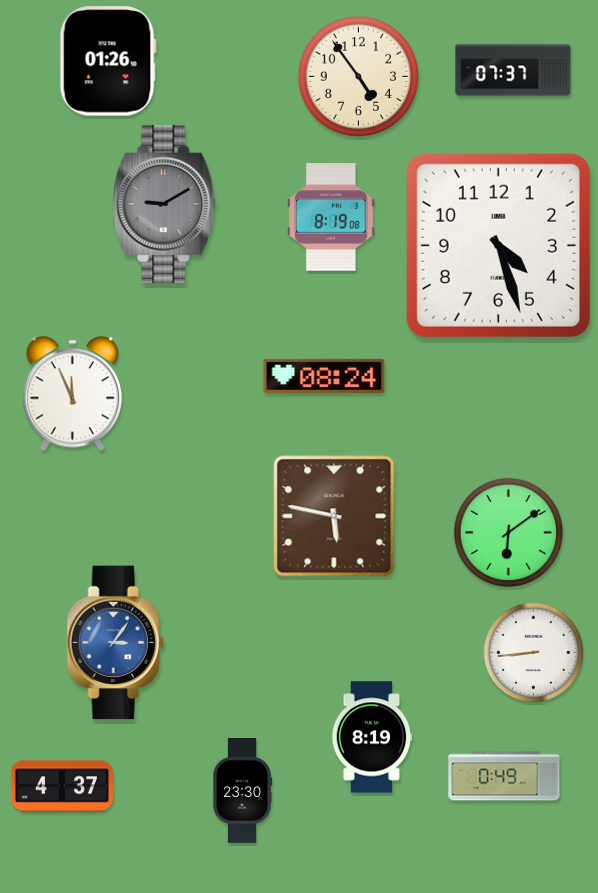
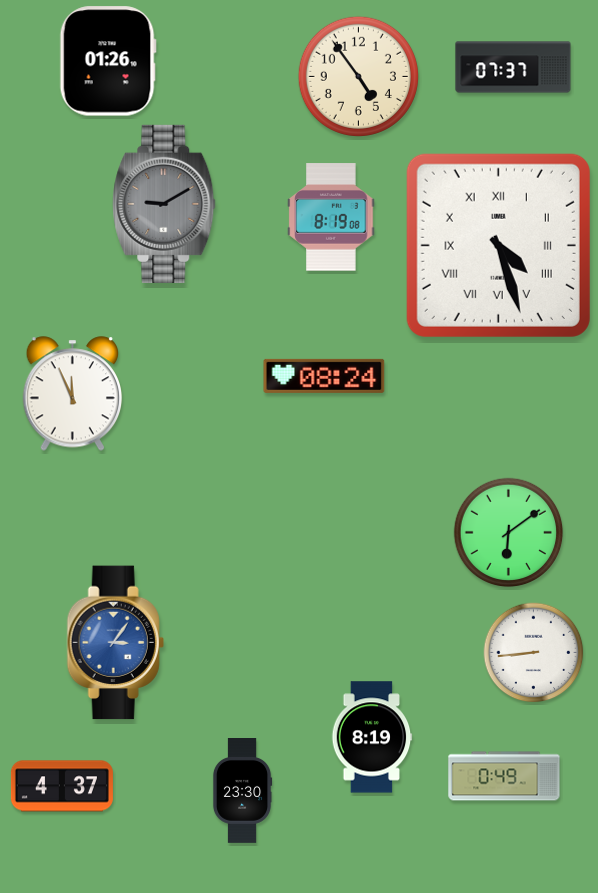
clock at (513, 70) position: (513, 70) -> (513, 67)
clock at (498, 245) numerals: Arabic -> Roman
clock at (334, 516): 5:47 -> none
